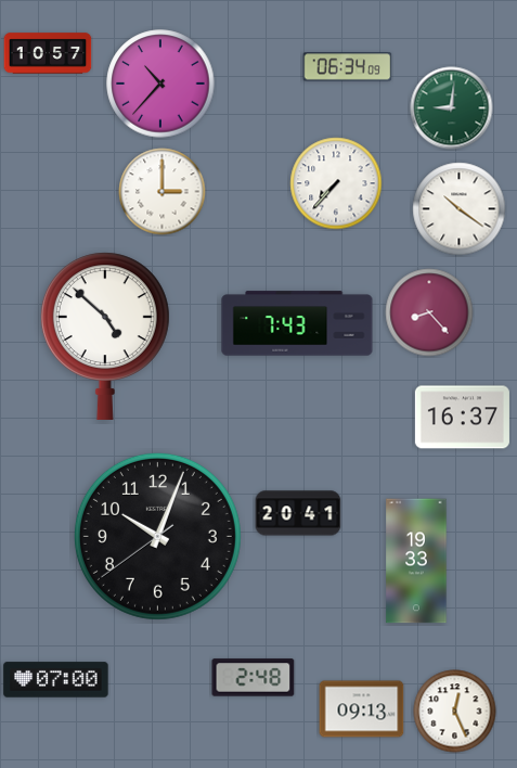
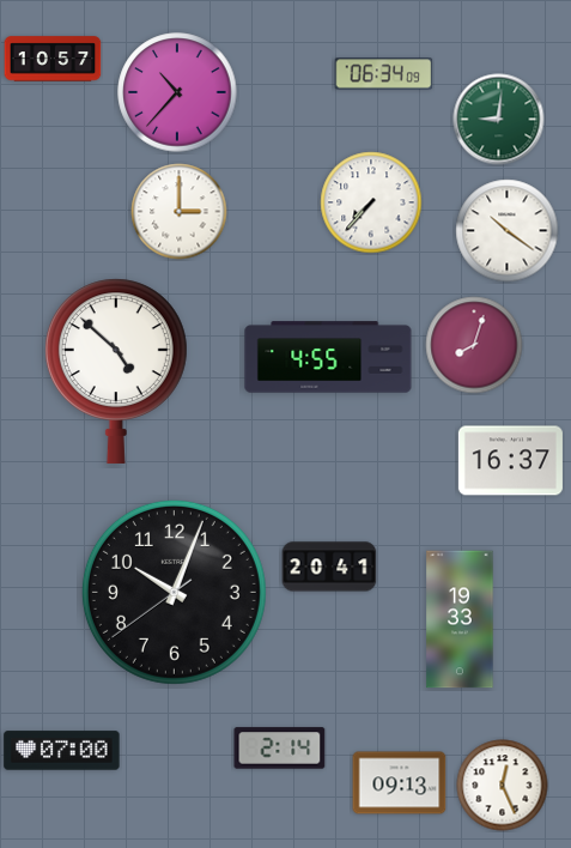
clock at (429, 312): 8:23 -> 8:03
clock at (297, 323): 7:43 -> 4:55
clock at (254, 678): 2:48 -> 2:14
